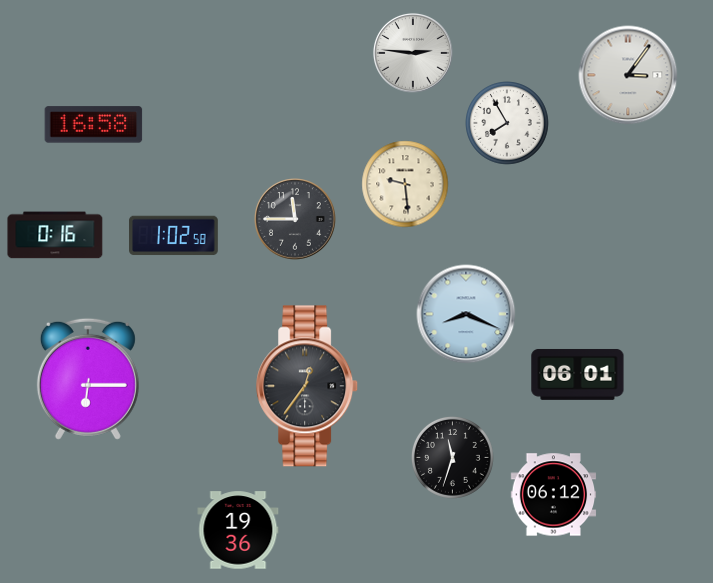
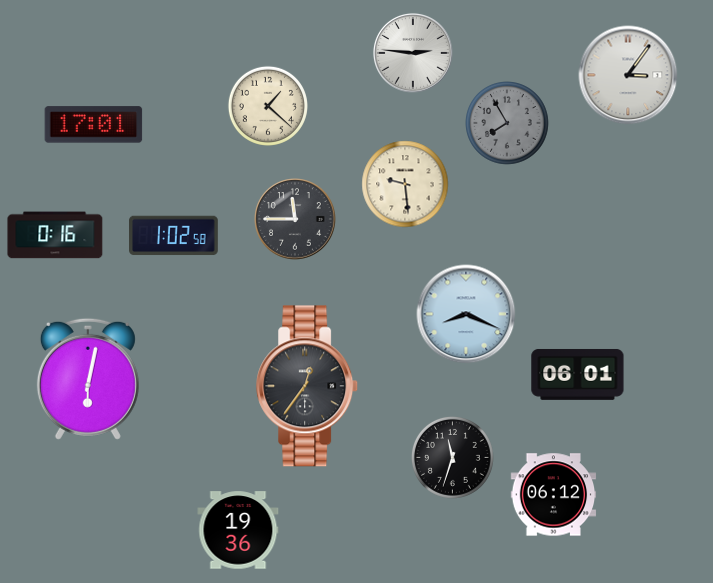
clock at (268, 106): none -> 1:22
clock at (508, 124) dial: white -> grey
clock at (94, 125): 16:58 -> 17:01
clock at (88, 379): 6:15 -> 6:02
